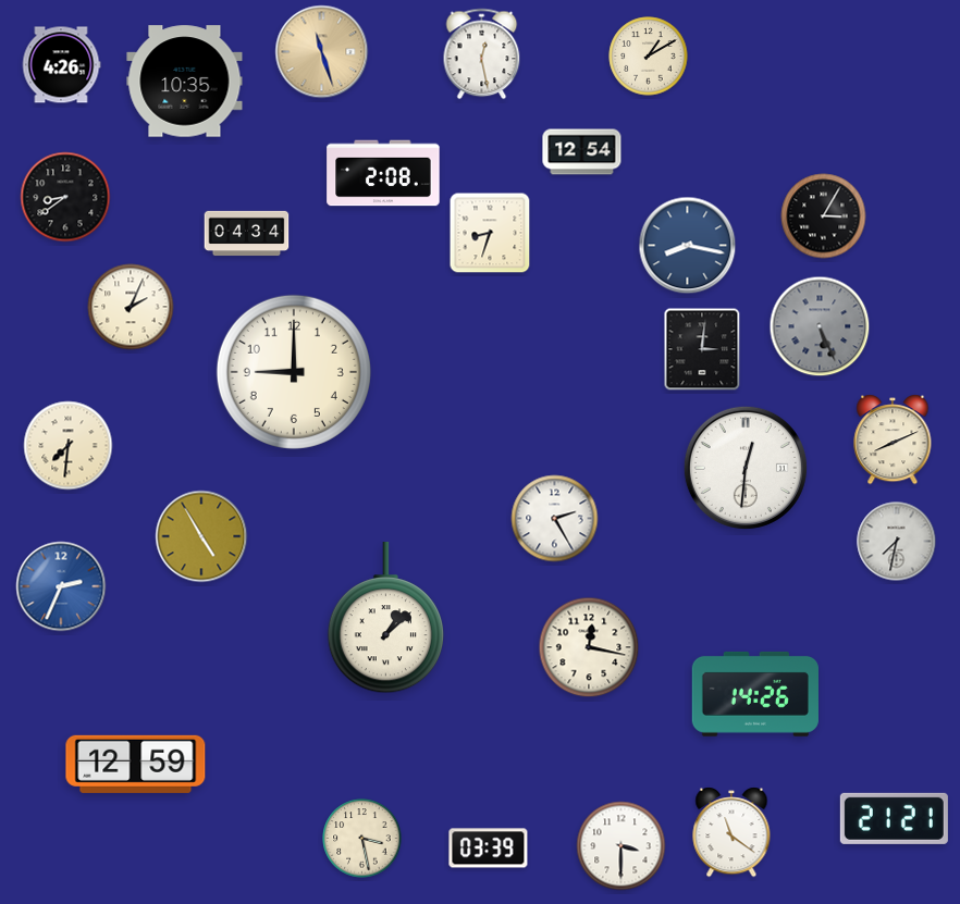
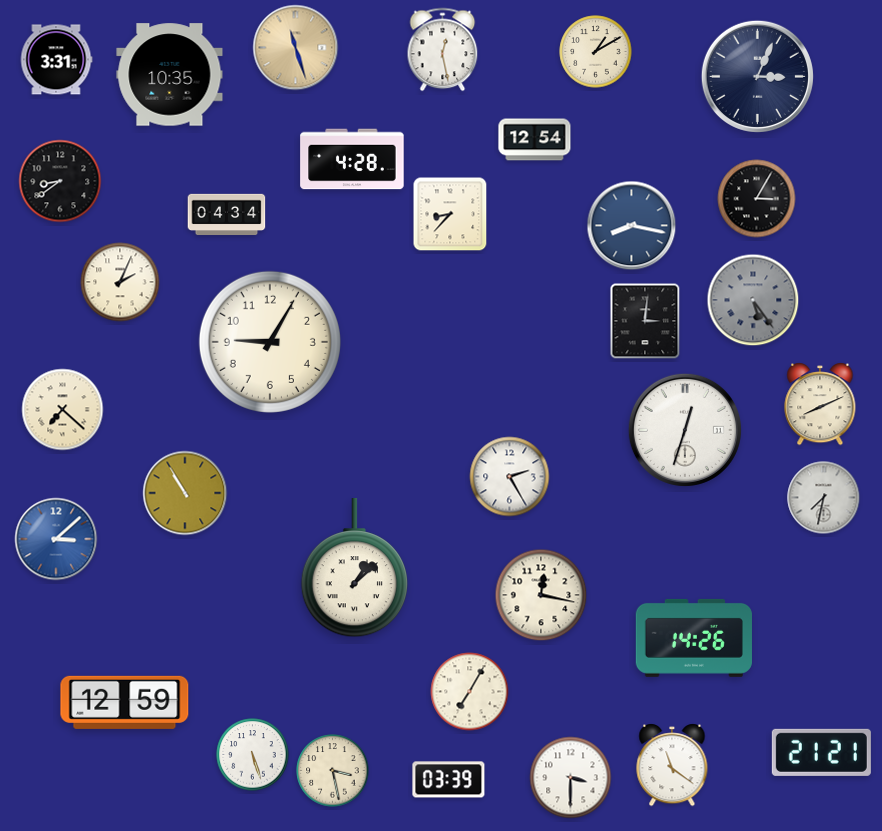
clock at (61, 65): 4:26 -> 3:31
clock at (757, 76): none -> 3:04
clock at (383, 173): 2:08 -> 4:28
clock at (490, 233): 8:33 -> 8:37
clock at (820, 326): 5:26 -> 5:24
clock at (294, 372): 9:00 -> 9:05
clock at (69, 446): 7:31 -> 7:22
clock at (746, 468): 12:31 -> 12:33
clock at (201, 536): 4:55 -> 10:55
clock at (61, 586): 2:34 -> 3:08
clock at (470, 692): none -> 7:05
clock at (253, 755): none -> 5:27
